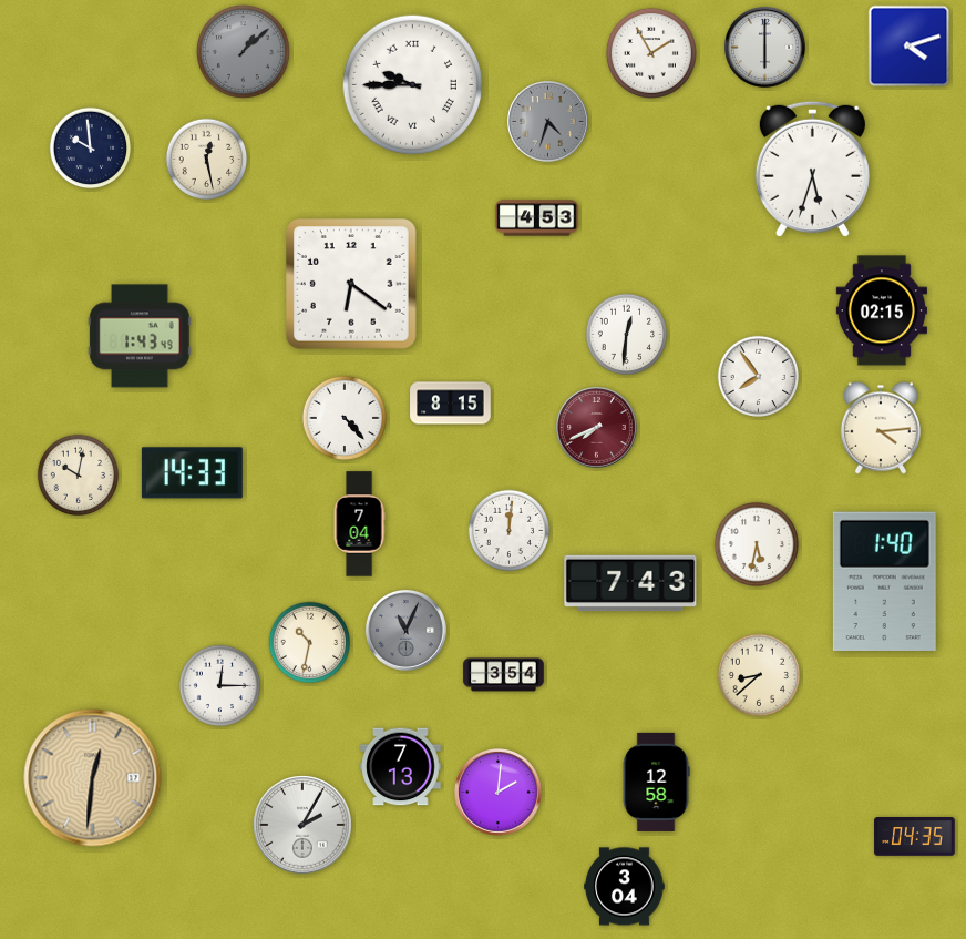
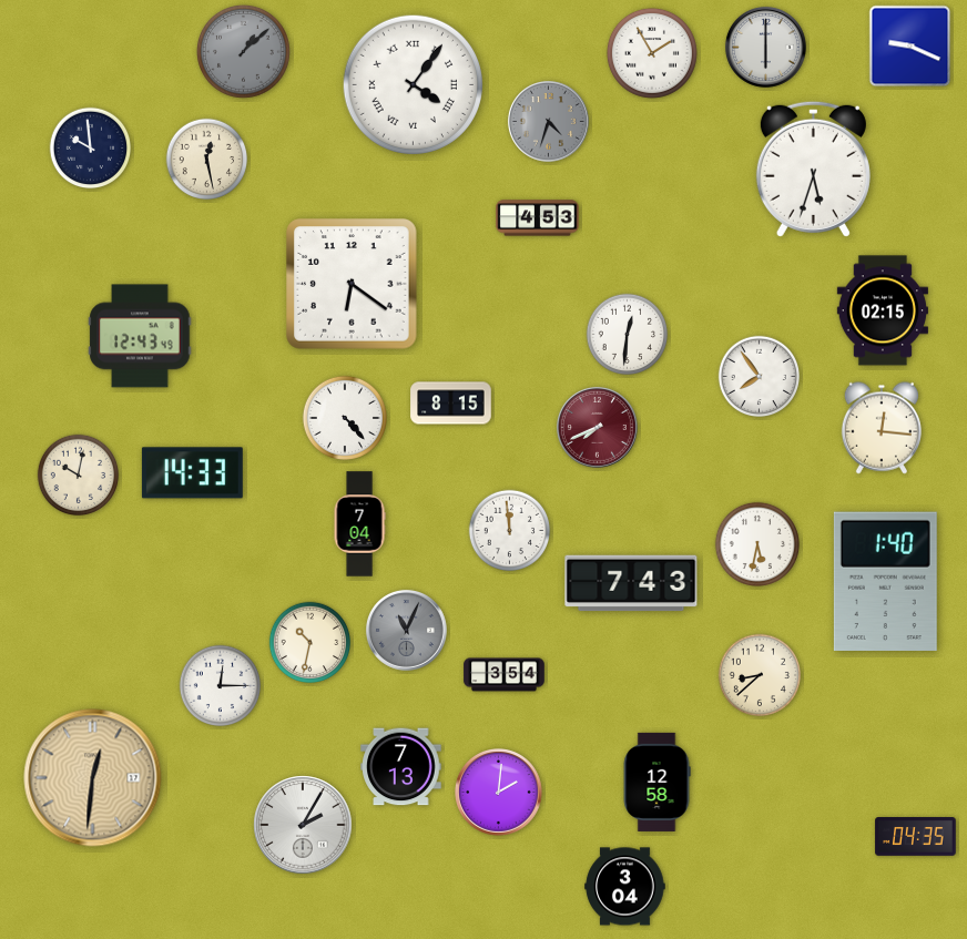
clock at (910, 47): 4:12 -> 9:19
clock at (412, 84): 9:45 -> 4:06
clock at (140, 336): 1:43 -> 12:43
clock at (880, 428): 4:14 -> 12:16
clock at (510, 531): 12:01 -> 11:59
